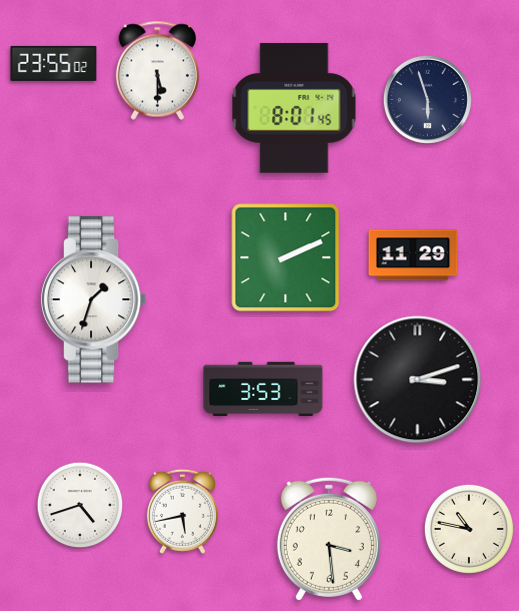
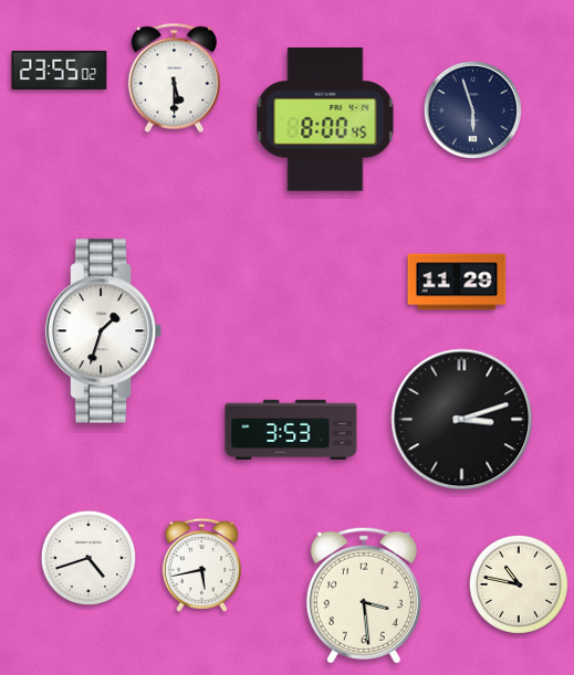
clock at (294, 109): 8:01 -> 8:00
clock at (286, 258): 2:11 -> none
